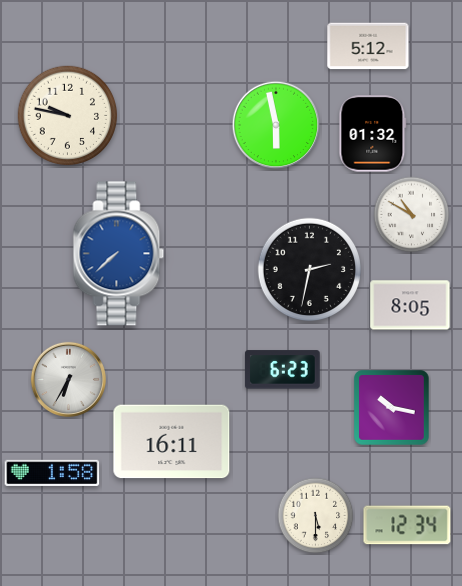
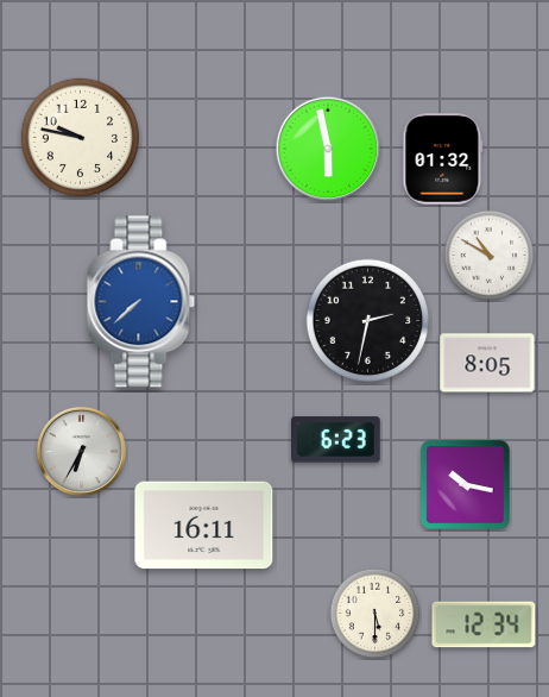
clock at (368, 46): 5:12 -> none
clock at (52, 472): 1:58 -> none
